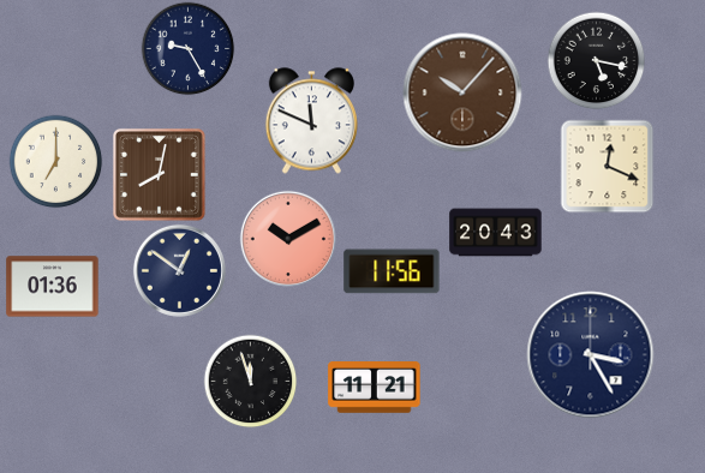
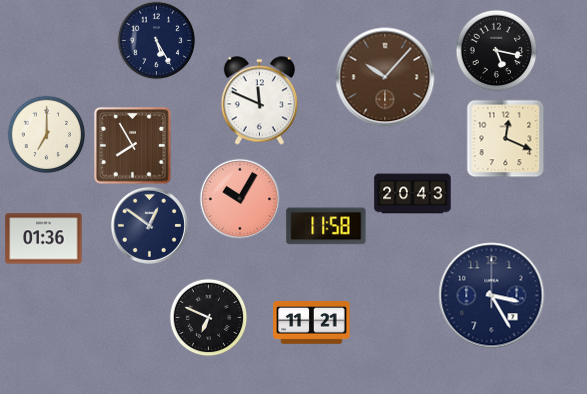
clock at (187, 48): 9:25 -> 5:25
clock at (159, 174): 8:02 -> 7:55
clock at (287, 238): 10:10 -> 10:05
clock at (392, 271): 11:56 -> 11:58
clock at (250, 381): 11:57 -> 6:49
